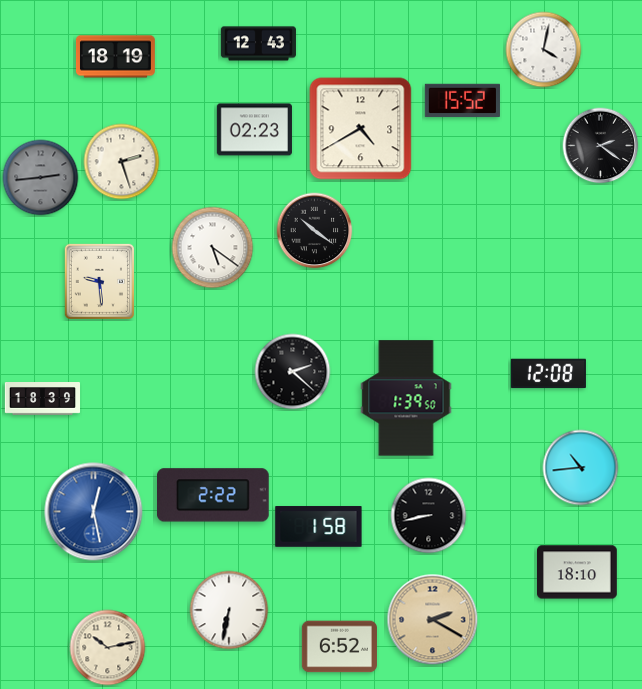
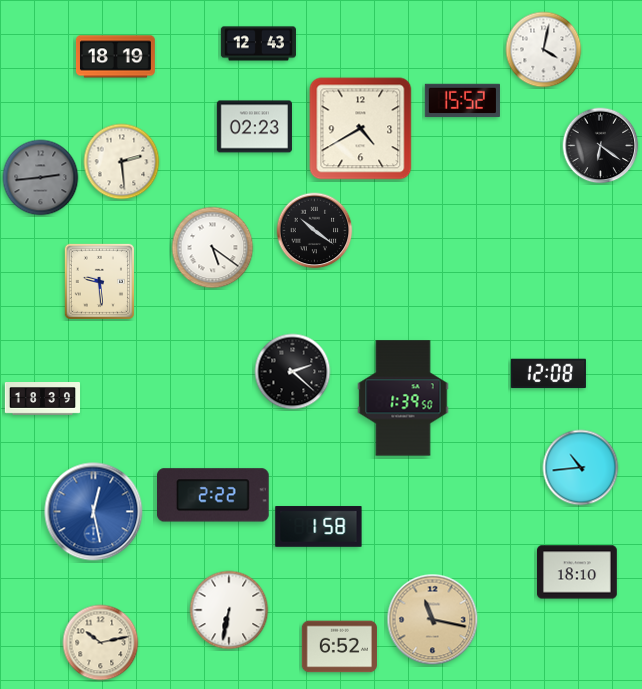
clock at (254, 130) position: (254, 130) -> (254, 127)
clock at (601, 146): 2:21 -> 6:21
clock at (122, 162): 2:27 -> 2:29
clock at (406, 398) position: (406, 398) -> (403, 398)
clock at (429, 516): 8:43 -> none
clock at (433, 620): 2:20 -> 11:17
clock at (108, 648) position: (108, 648) -> (101, 643)
